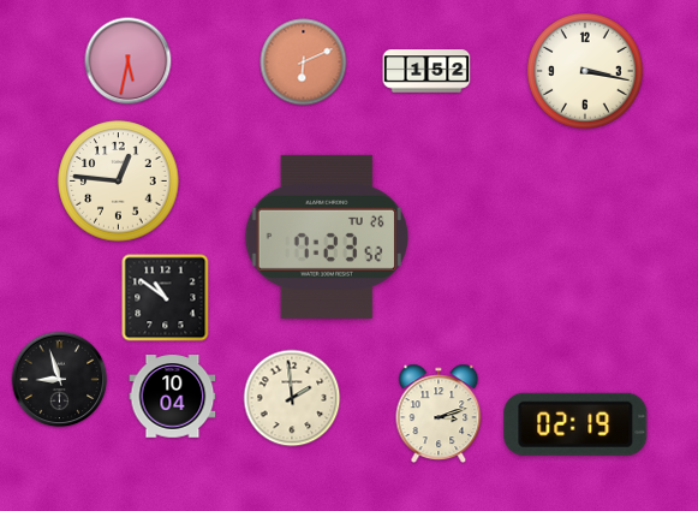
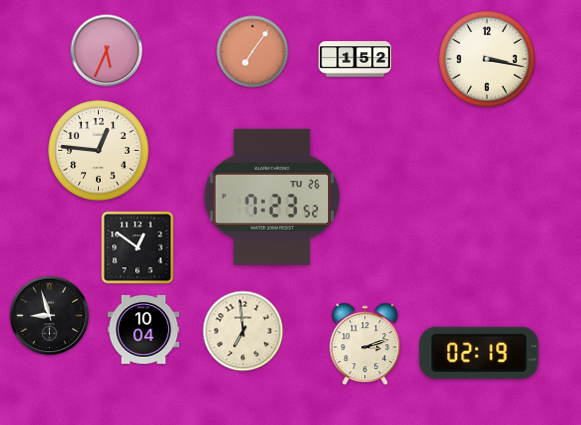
clock at (129, 61): 5:32 -> 5:34
clock at (304, 63): 6:11 -> 7:06
clock at (166, 298): 10:51 -> 12:51
clock at (292, 398): 1:59 -> 6:59
